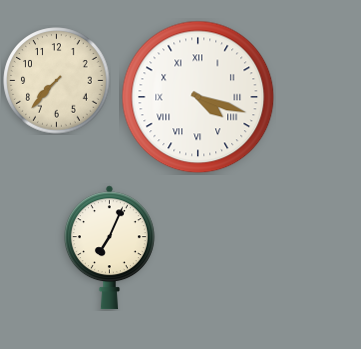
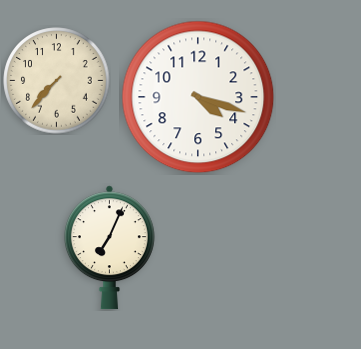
clock at (198, 97) numerals: Roman -> Arabic
